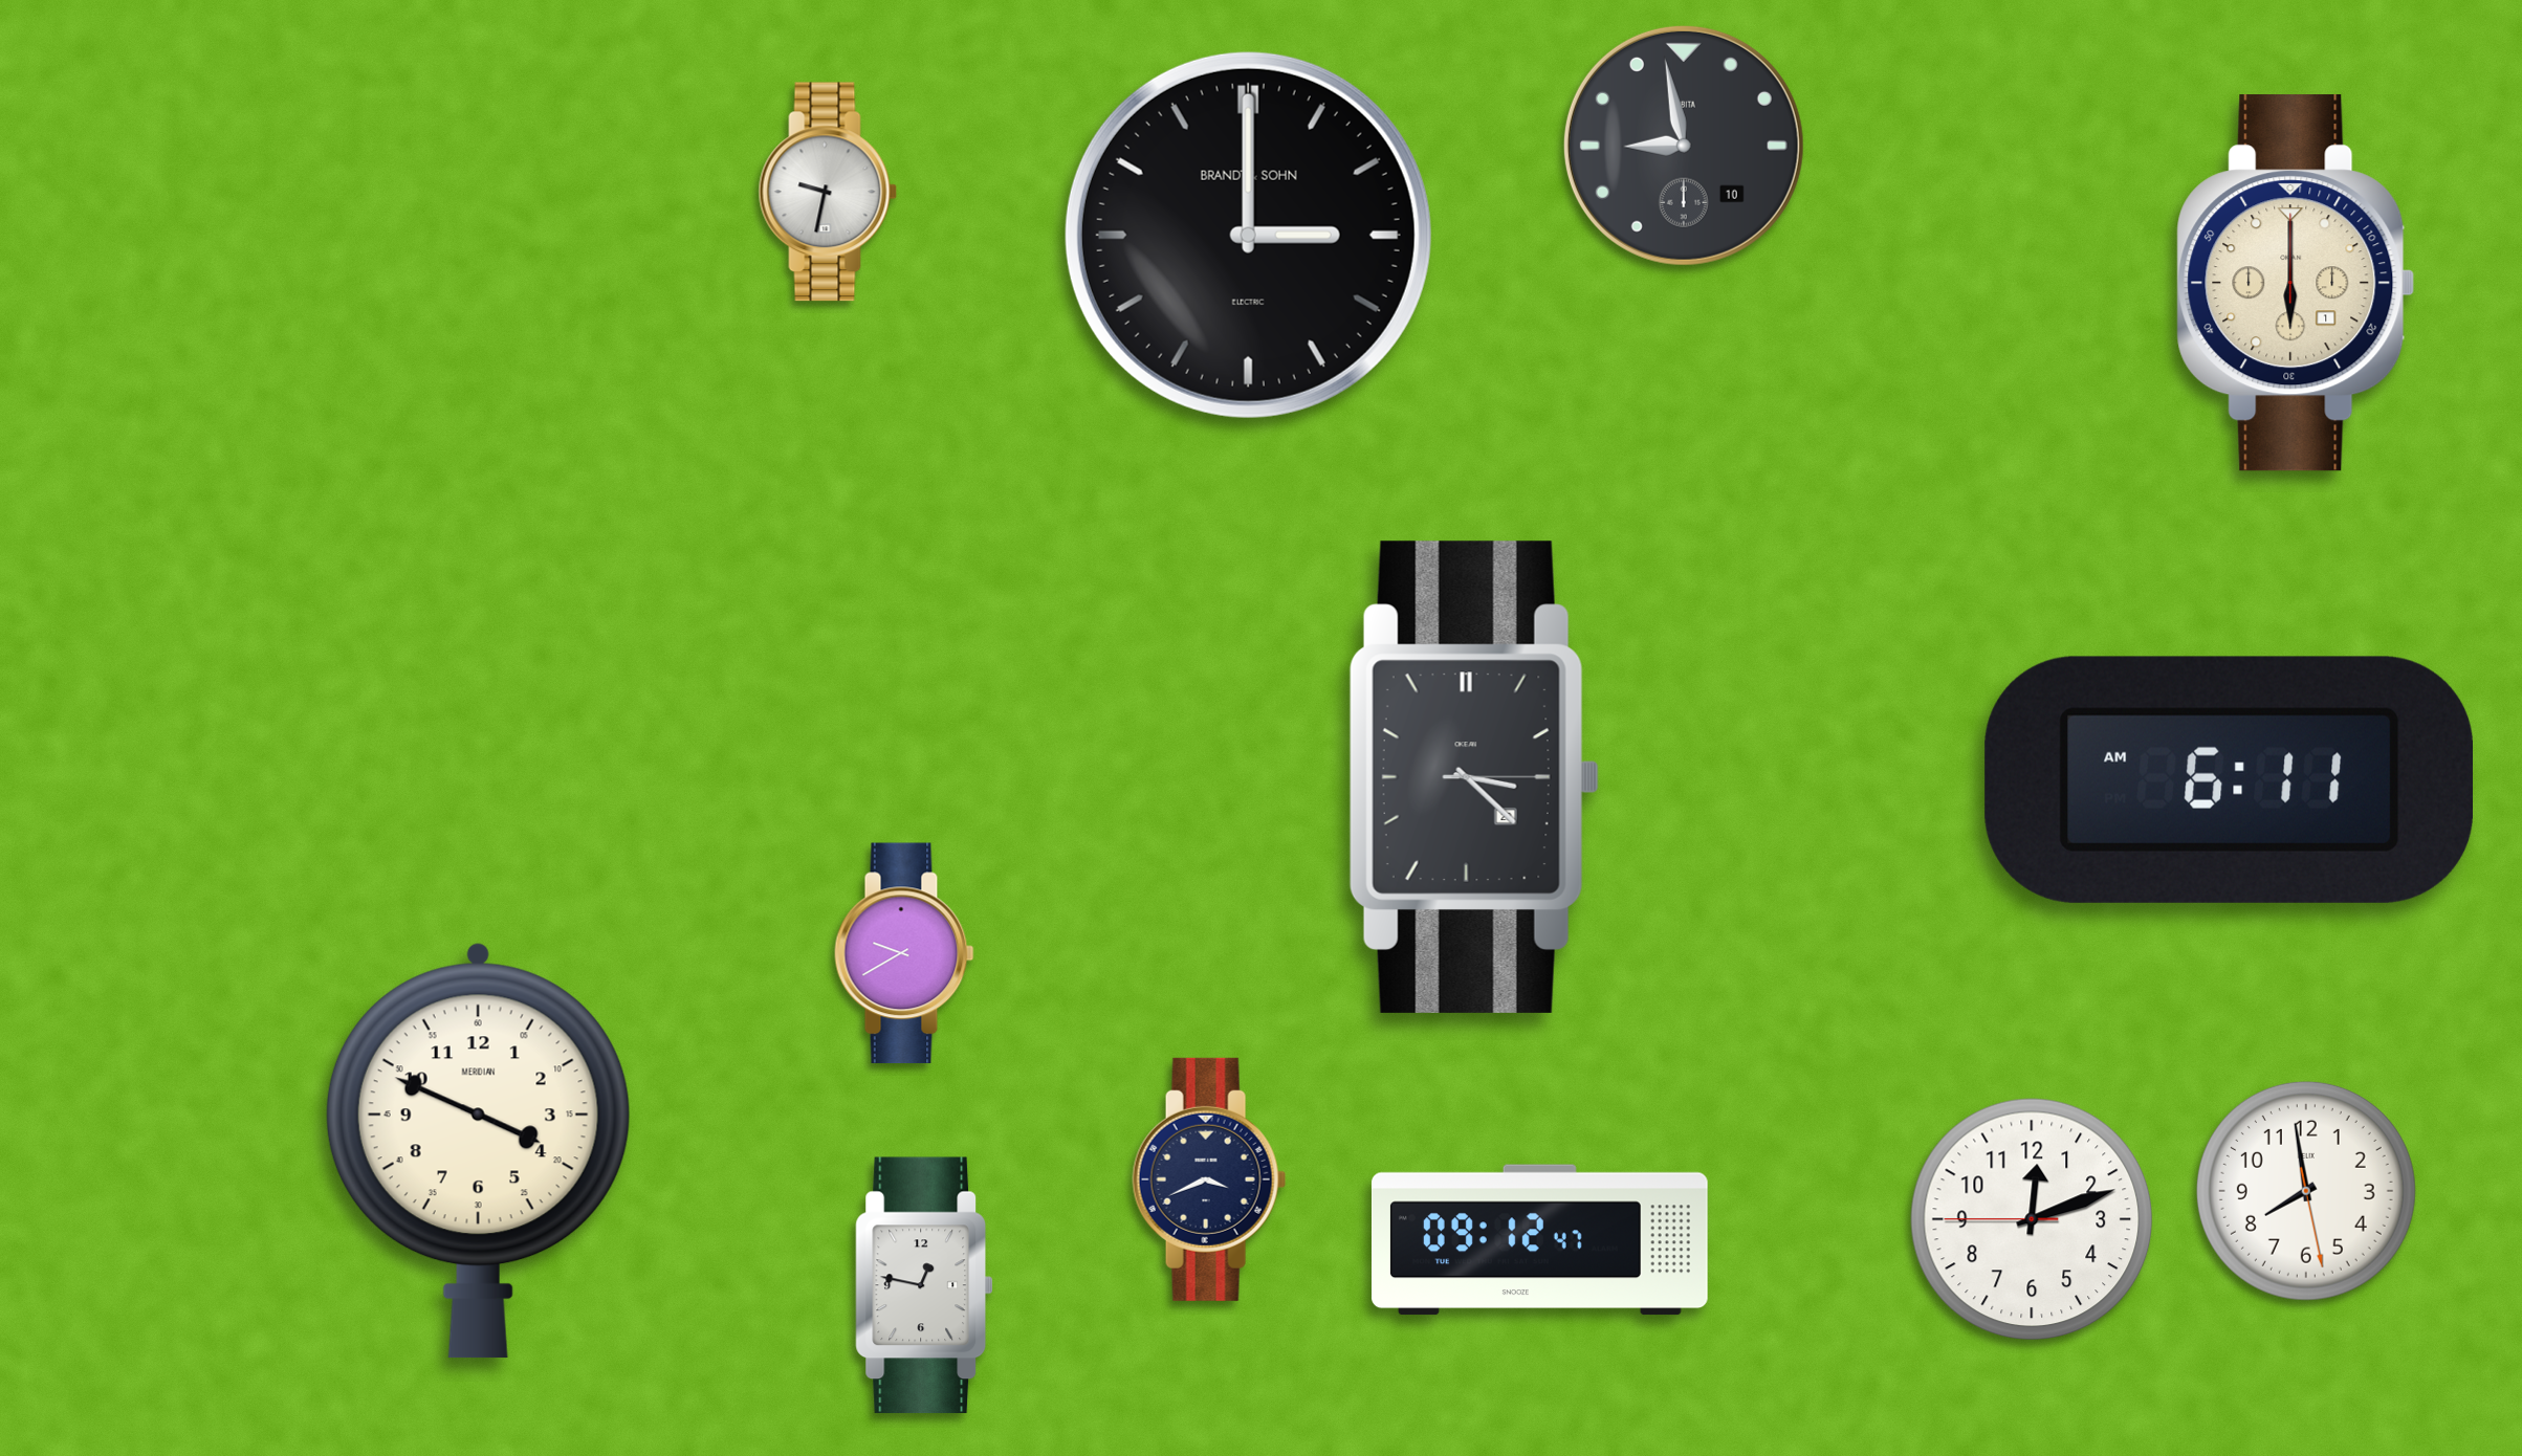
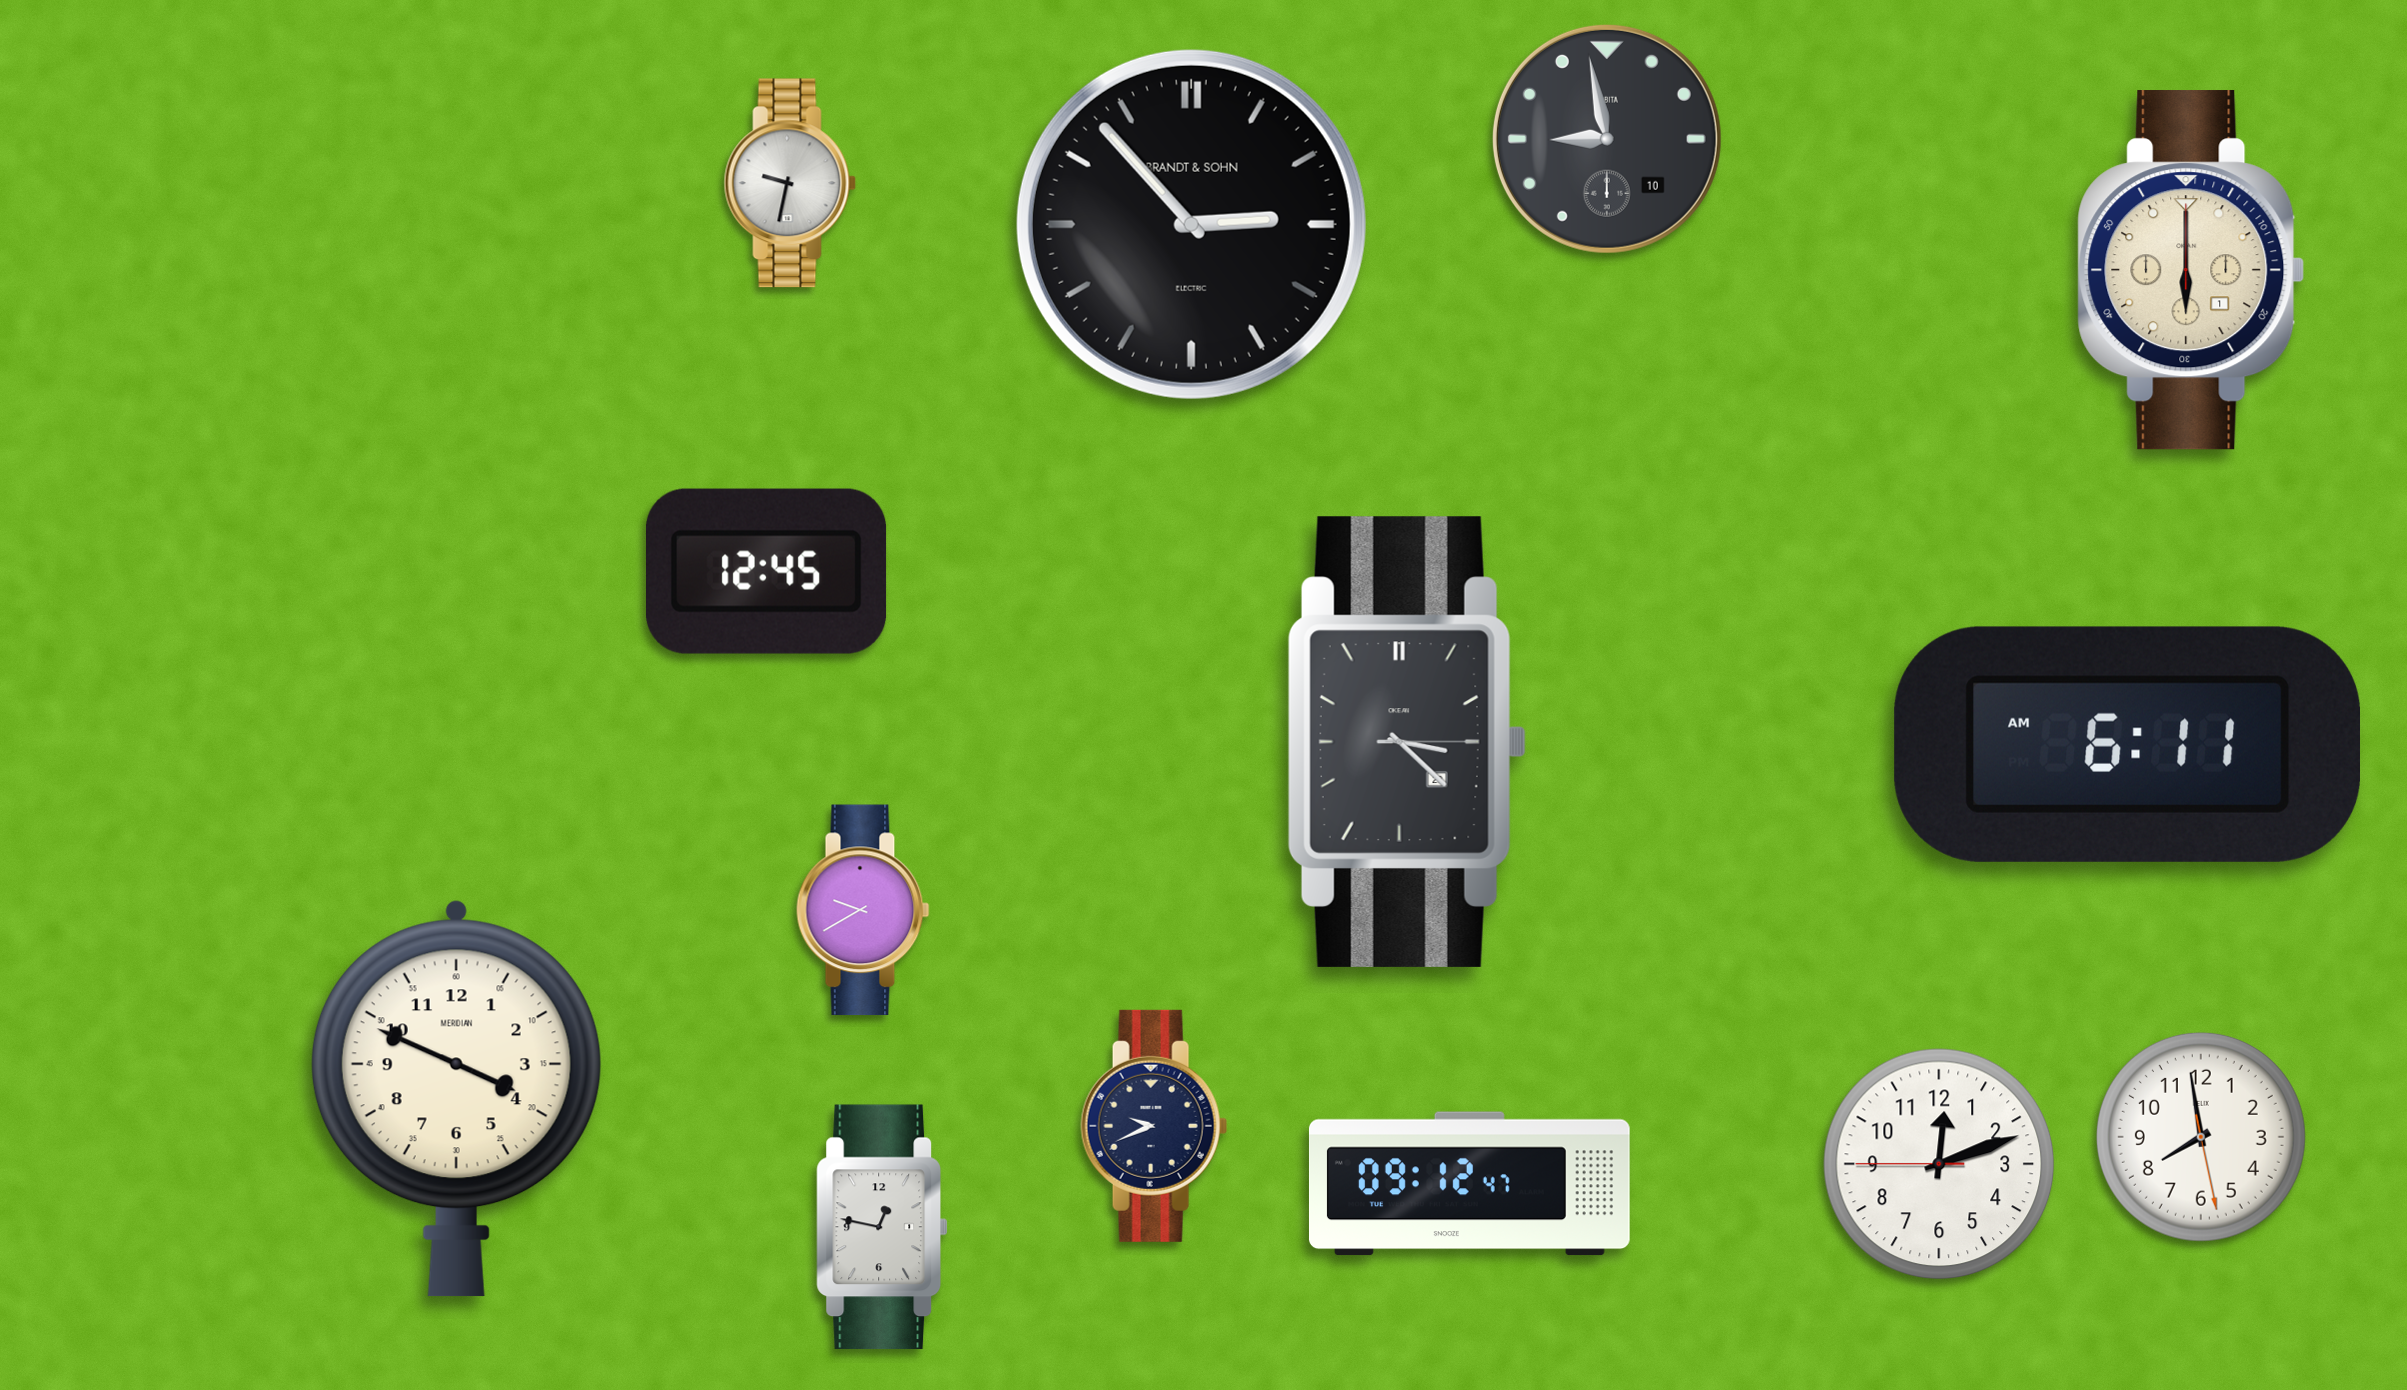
clock at (1248, 235): 3:00 -> 2:53
clock at (767, 571): none -> 12:45
clock at (1209, 1179): 3:41 -> 9:41
